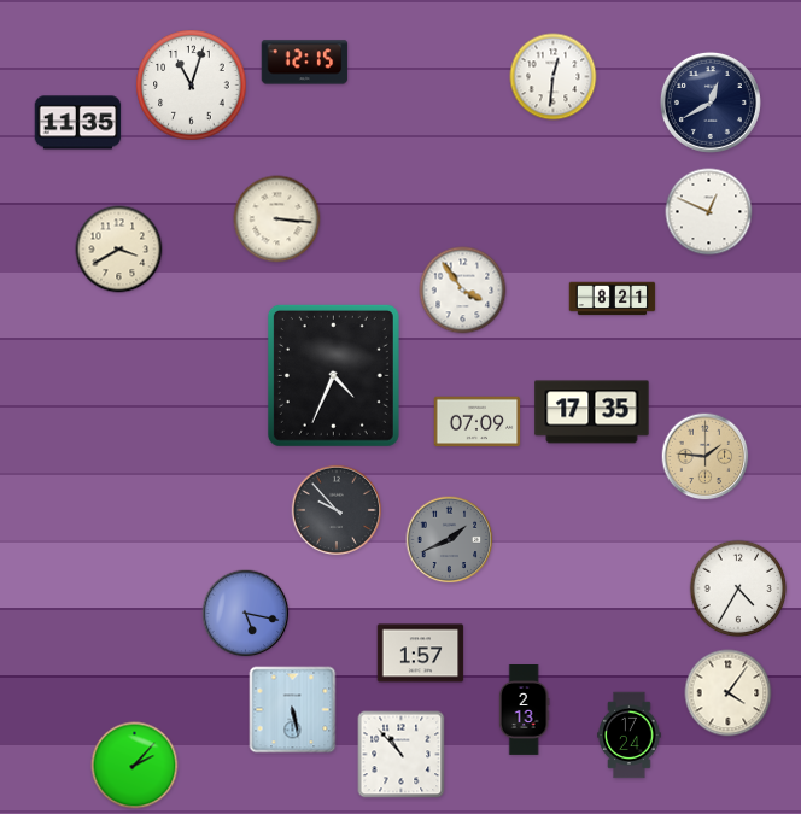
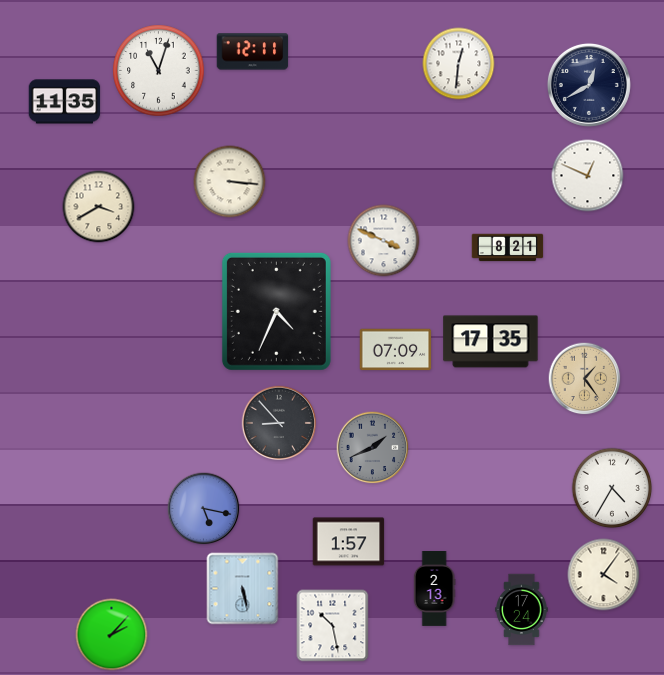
clock at (305, 63): 12:15 -> 12:11
clock at (463, 291): 3:54 -> 3:49
clock at (706, 457): 1:46 -> 1:24
clock at (337, 510): 9:53 -> 8:53
clock at (402, 755): 10:53 -> 10:28
